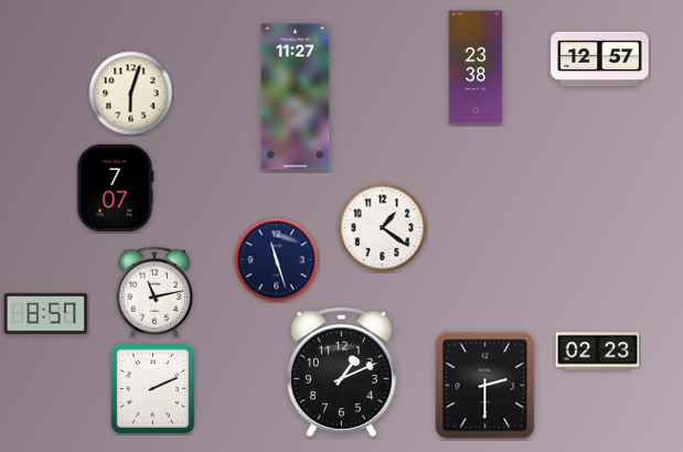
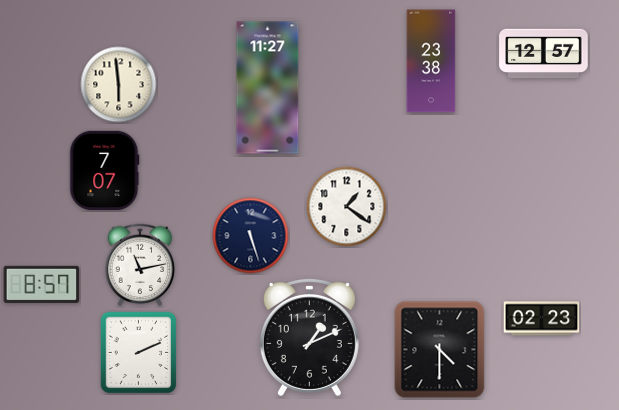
clock at (131, 94): 6:03 -> 5:59
clock at (277, 260): 11:27 -> 5:27
clock at (485, 386): 2:30 -> 4:30
